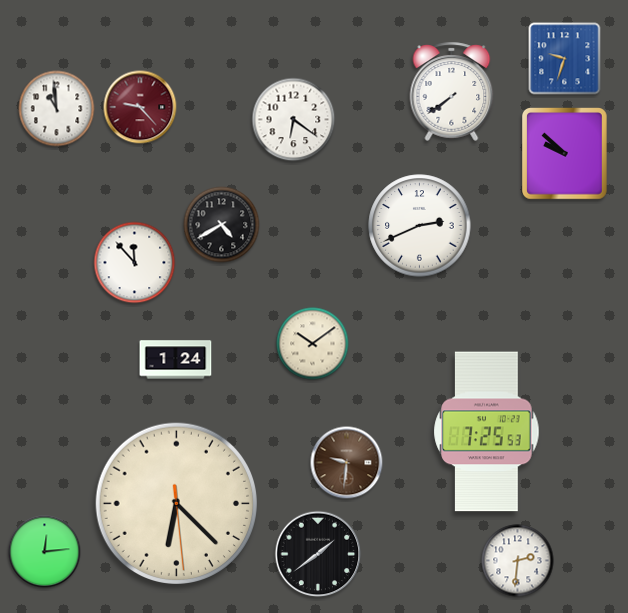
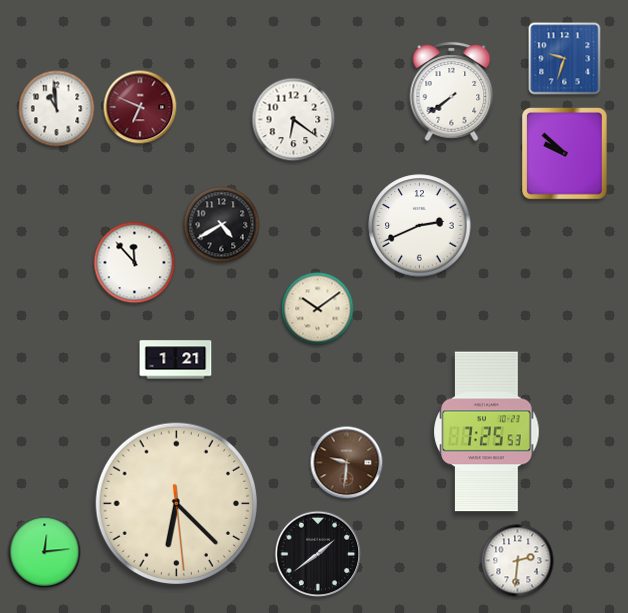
clock at (140, 107): 9:23 -> 6:49
clock at (313, 344) position: (313, 344) -> (318, 309)
clock at (176, 360): 1:24 -> 1:21
